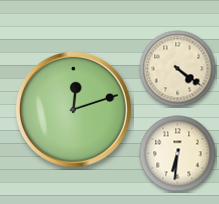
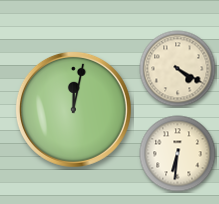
clock at (178, 69): 4:21 -> 4:20
clock at (73, 109): 12:12 -> 12:02
